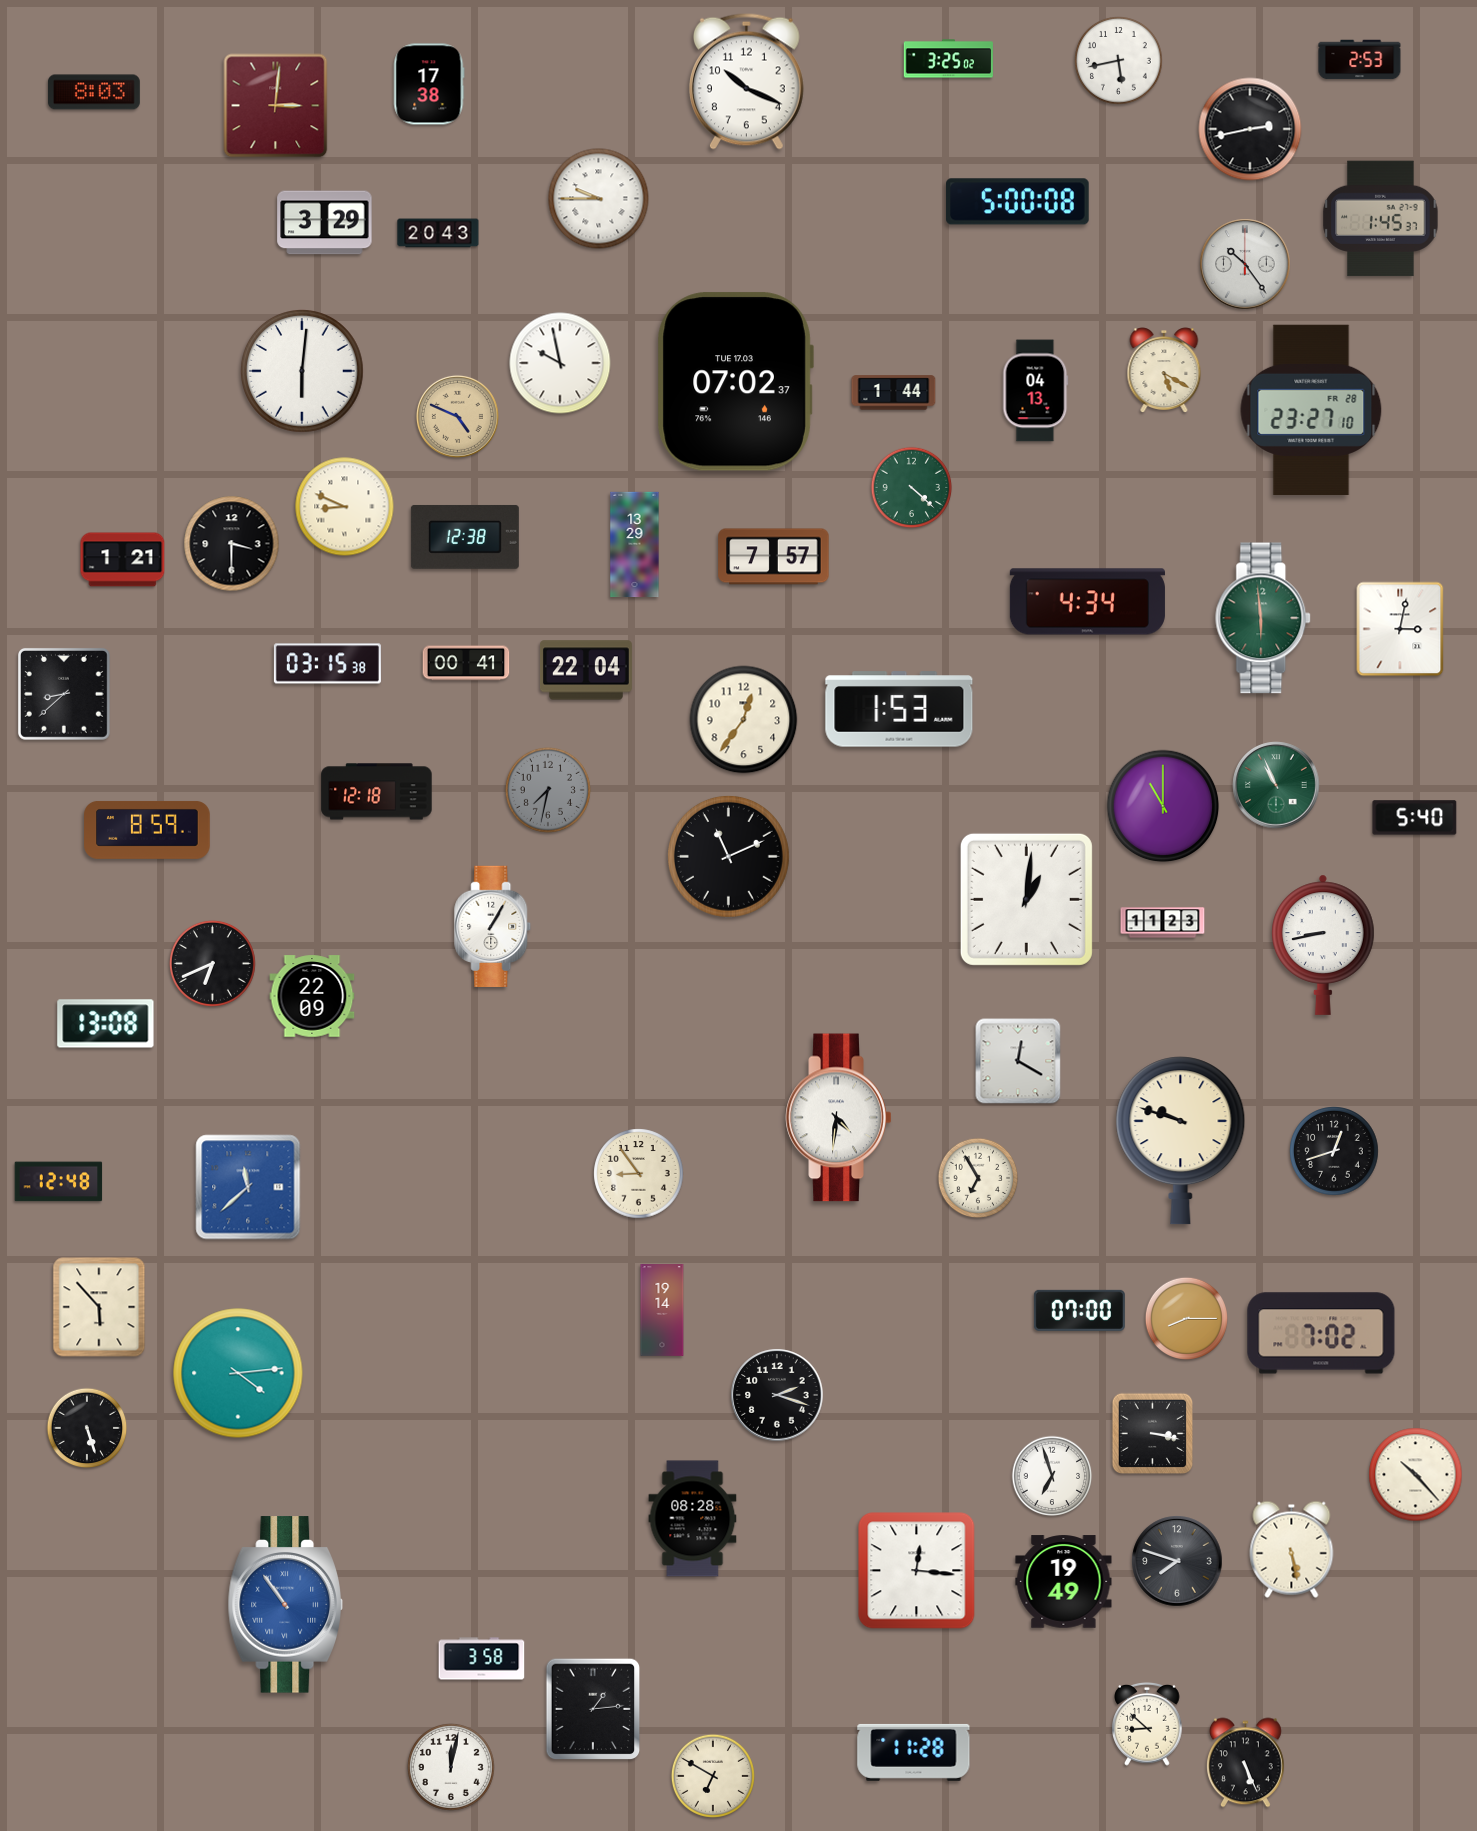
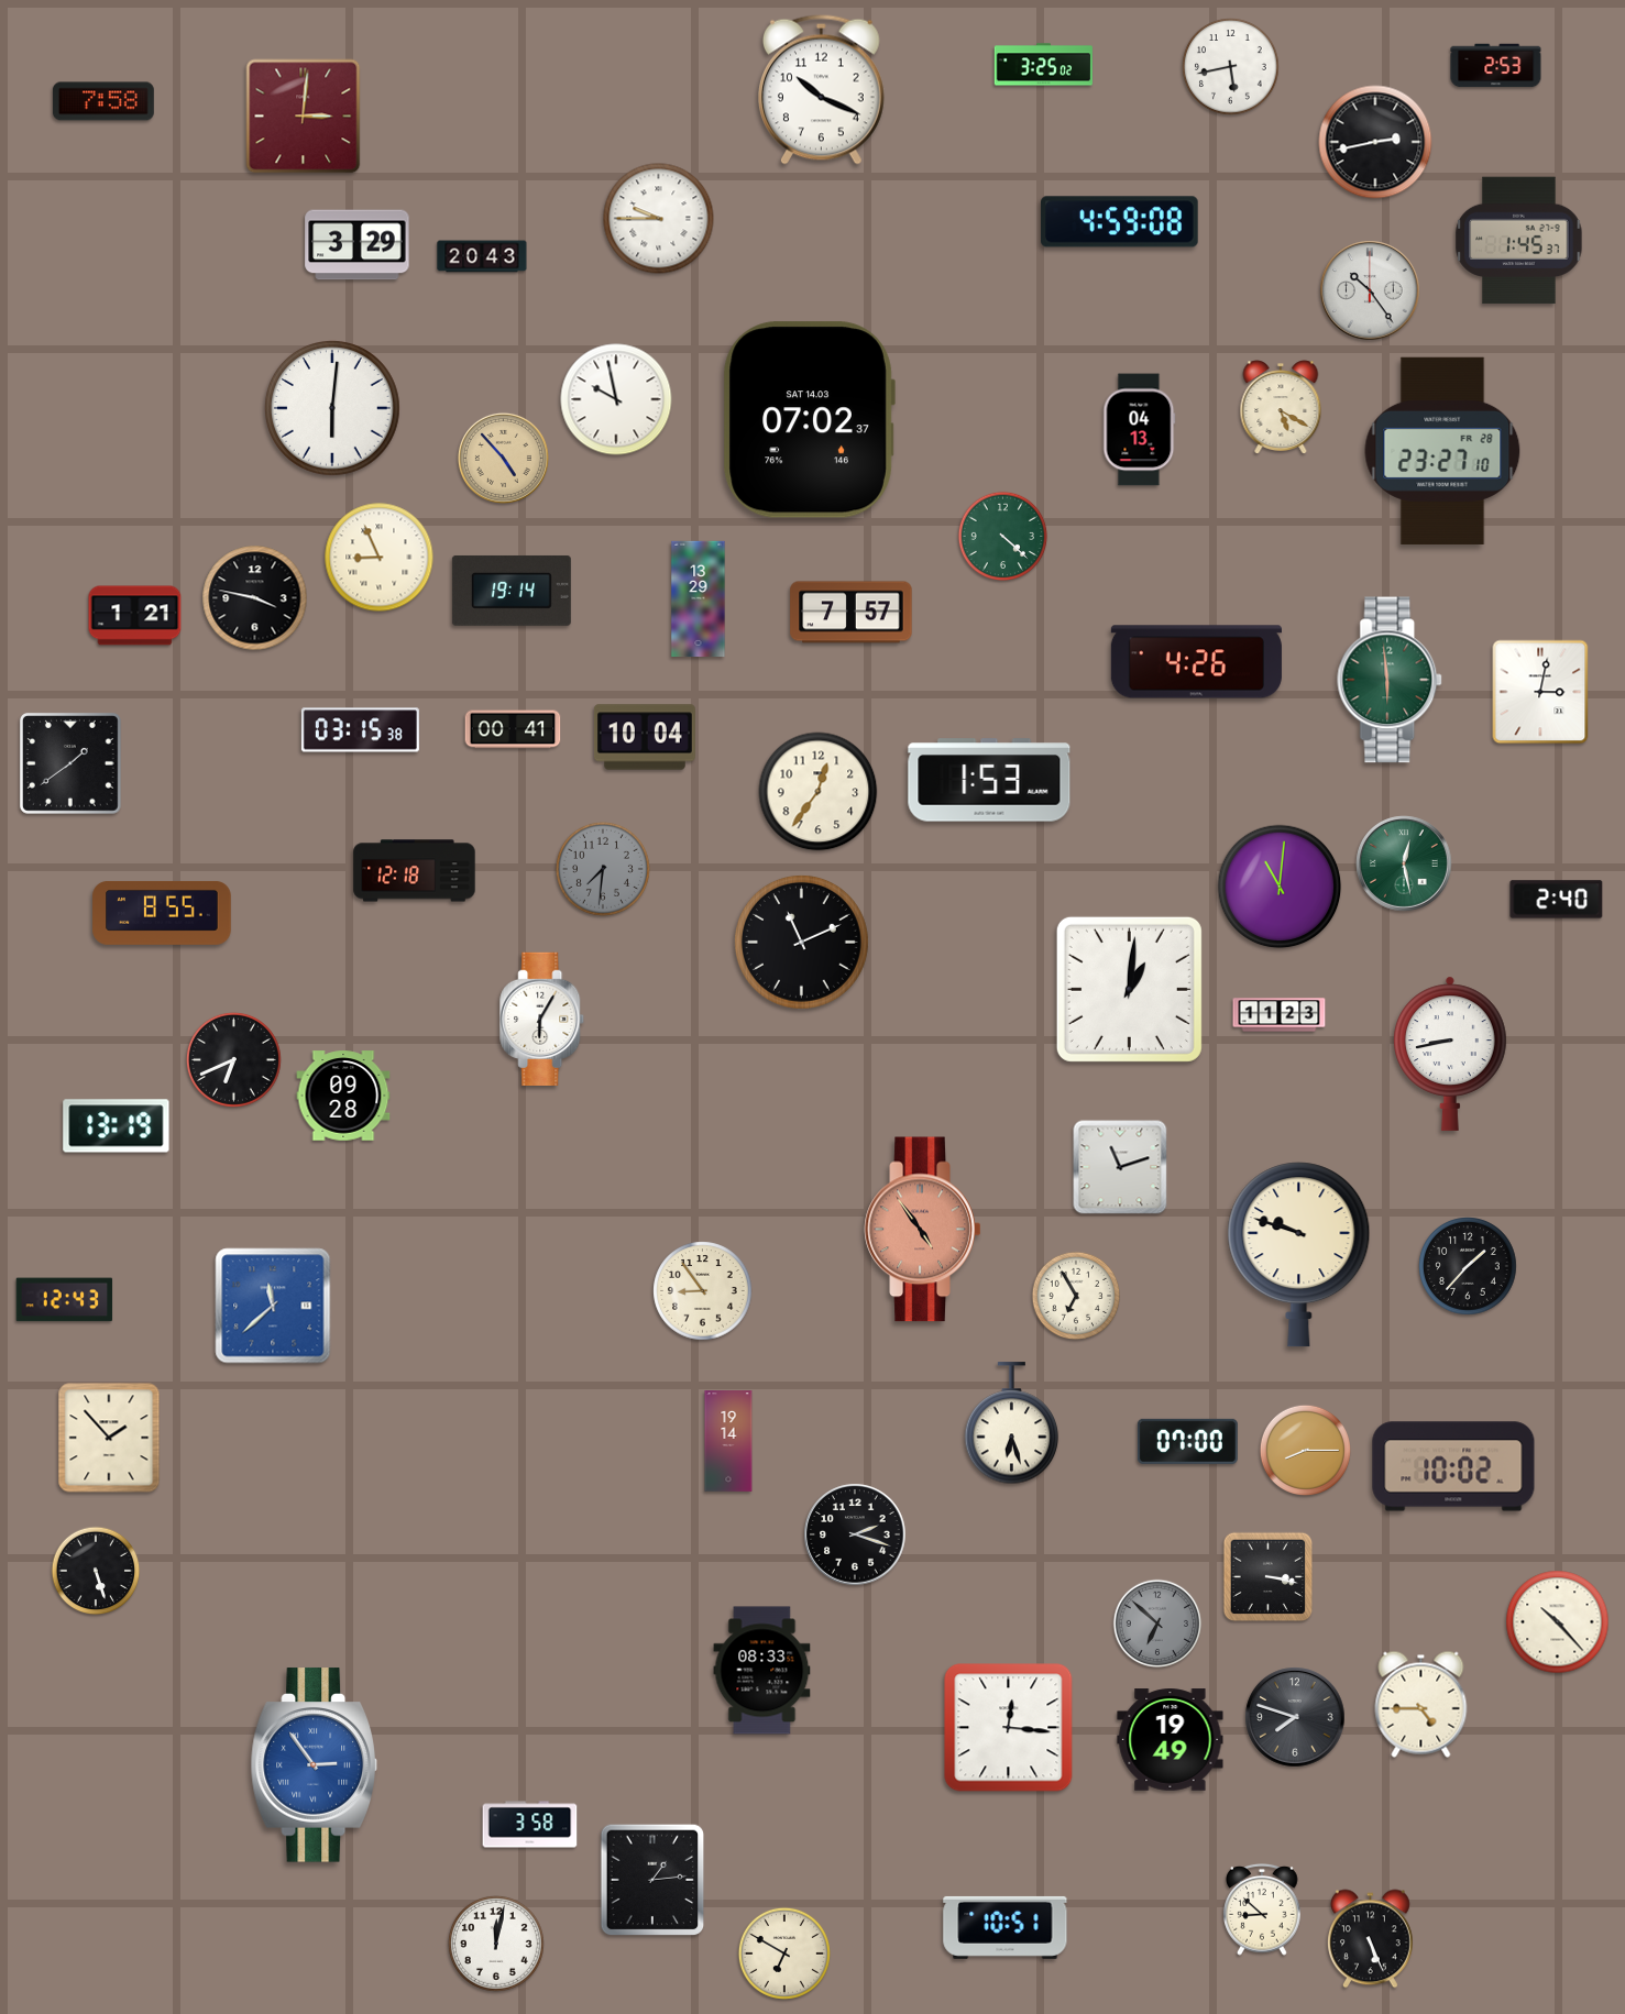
clock at (429, 84): 17:38 -> none
clock at (94, 92): 8:03 -> 7:58
clock at (1018, 202): 5:00 -> 4:59
clock at (735, 382) date: TUE 17.03 -> SAT 14.03
clock at (894, 393): 1:44 -> none
clock at (457, 416): 4:49 -> 4:53
clock at (345, 507): 8:49 -> 8:56
clock at (465, 537): 12:38 -> 19:14
clock at (232, 544): 3:30 -> 3:47
clock at (1087, 602): 4:34 -> 4:26
clock at (587, 670): 22:04 -> 10:04
clock at (64, 694): 8:38 -> 1:39
clock at (1277, 786): 10:56 -> 12:28
clock at (548, 790): 7:32 -> 7:31
clock at (1163, 806): 11:00 -> 11:01
clock at (1415, 818): 5:40 -> 2:40
clock at (147, 830): 8:59 -> 8:55
clock at (493, 926): 1:05 -> 6:05
clock at (1324, 945) position: (1324, 945) -> (1451, 1054)
clock at (312, 996): 22:09 -> 09:28
clock at (106, 1024): 13:08 -> 13:19
clock at (1018, 1061): 12:20 -> 11:12
clock at (839, 1118): 4:31 -> 4:54
clock at (839, 1118) dial: white -> salmon
clock at (1334, 1151): 12:42 -> 1:37
clock at (59, 1182): 12:48 -> 12:43
clock at (1012, 1423): none -> 6:27
clock at (99, 1307): 5:53 -> 1:53
clock at (1321, 1333): 7:02 -> 10:02
clock at (238, 1373): 4:14 -> none
clock at (1052, 1476): 6:57 -> 6:52
clock at (1052, 1476) dial: white -> grey
clock at (693, 1519): 08:28 -> 08:33
clock at (1292, 1549): 5:28 -> 4:45
clock at (285, 1605): 10:54 -> 2:54
clock at (1147, 1725) position: (1147, 1725) -> (1262, 1911)
clock at (914, 1752): 11:28 -> 10:51
